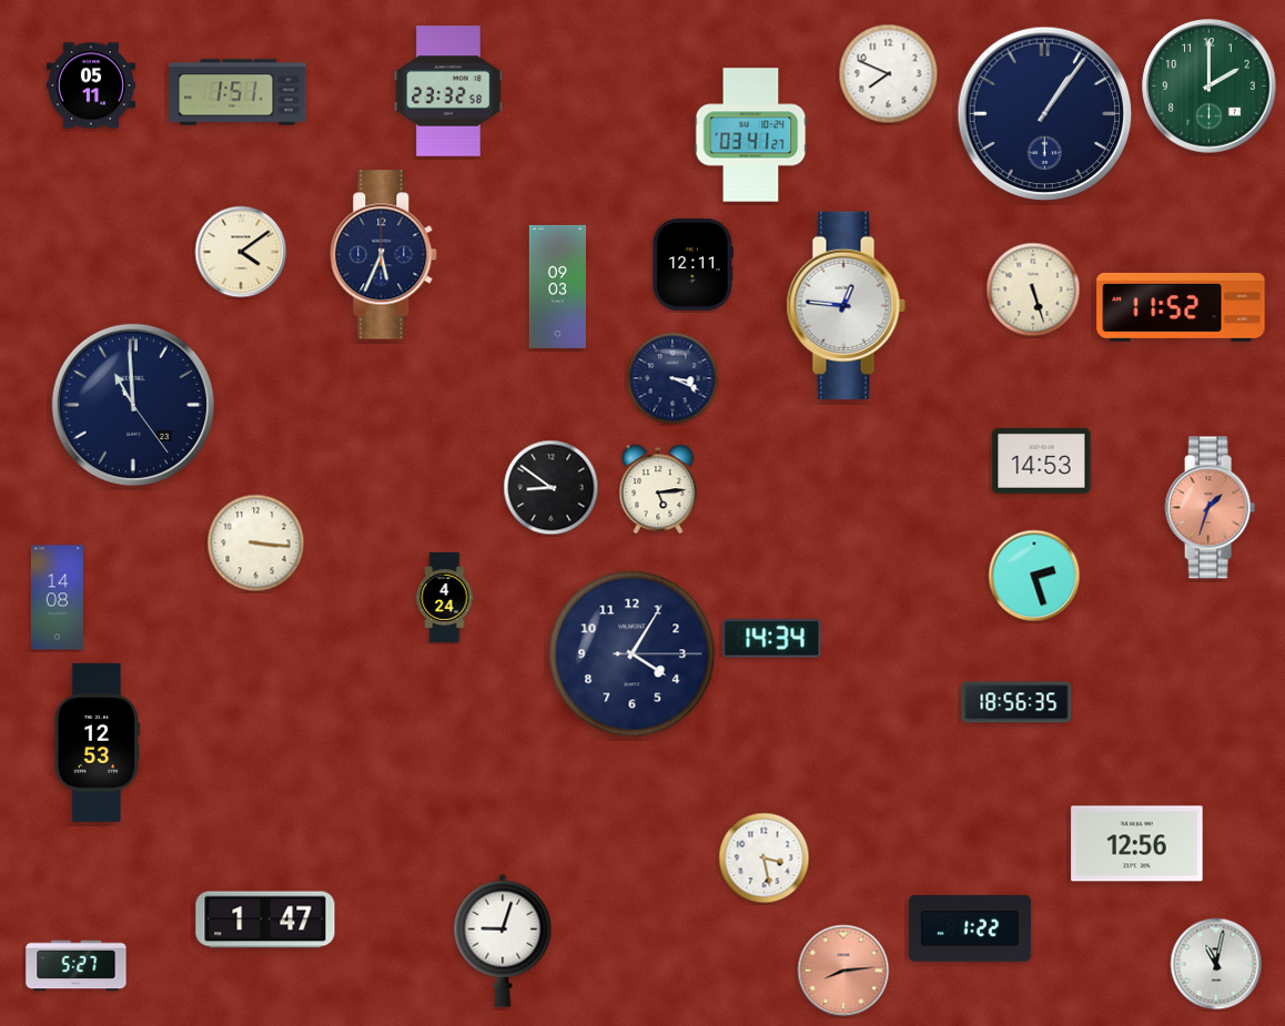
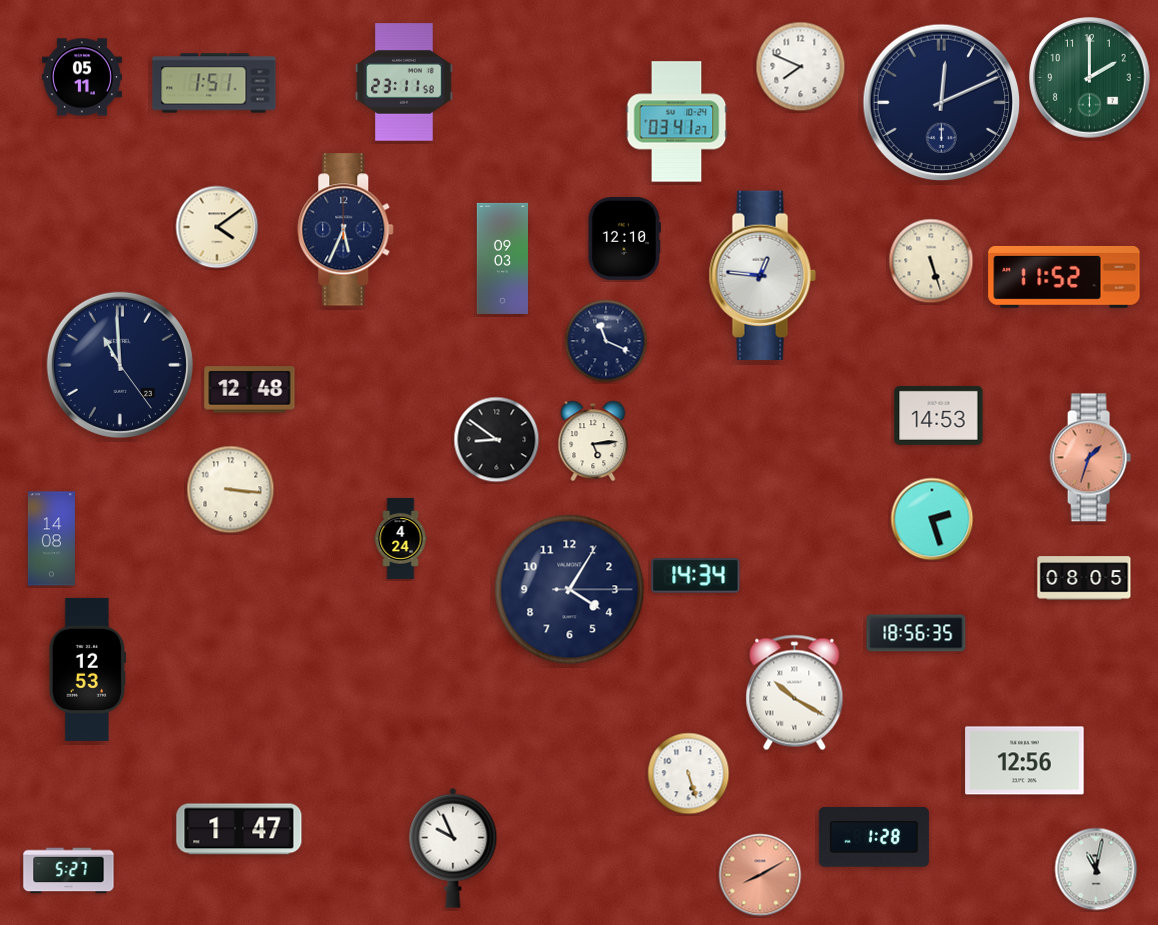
clock at (448, 91): 23:32 -> 23:11
clock at (1045, 114): 1:06 -> 12:11
clock at (692, 265): 12:11 -> 12:10
clock at (672, 378): 3:19 -> 11:19
clock at (250, 390): none -> 12:48
clock at (1084, 578): none -> 08:05
clock at (795, 693): none -> 10:20
clock at (765, 859): 3:28 -> 5:27
clock at (970, 930): 1:22 -> 1:28
clock at (503, 941): 9:03 -> 9:56
clock at (843, 971): 8:14 -> 8:10
